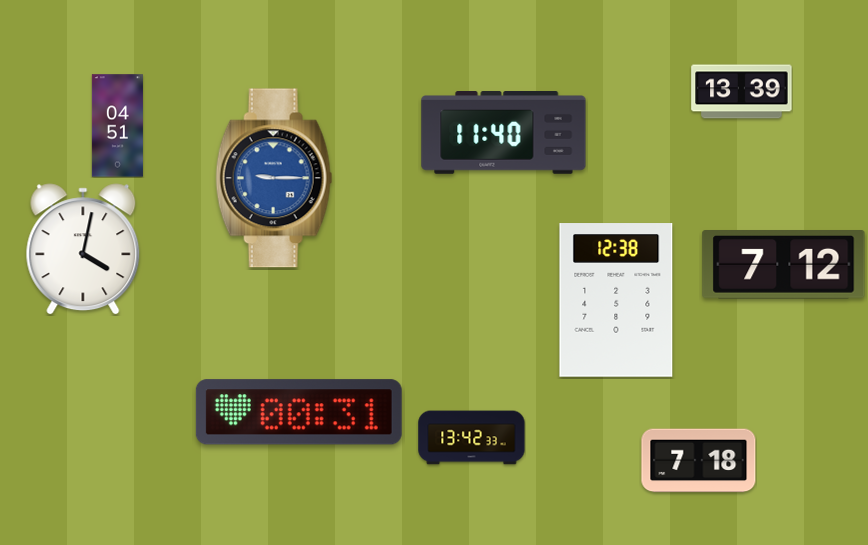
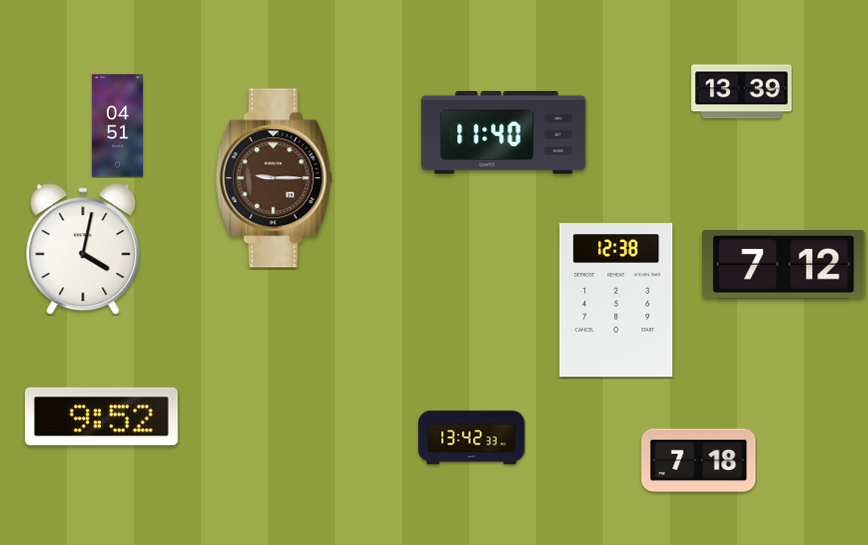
clock at (274, 178) dial: blue -> brown
clock at (299, 412): 00:31 -> none
clock at (101, 417): none -> 9:52
